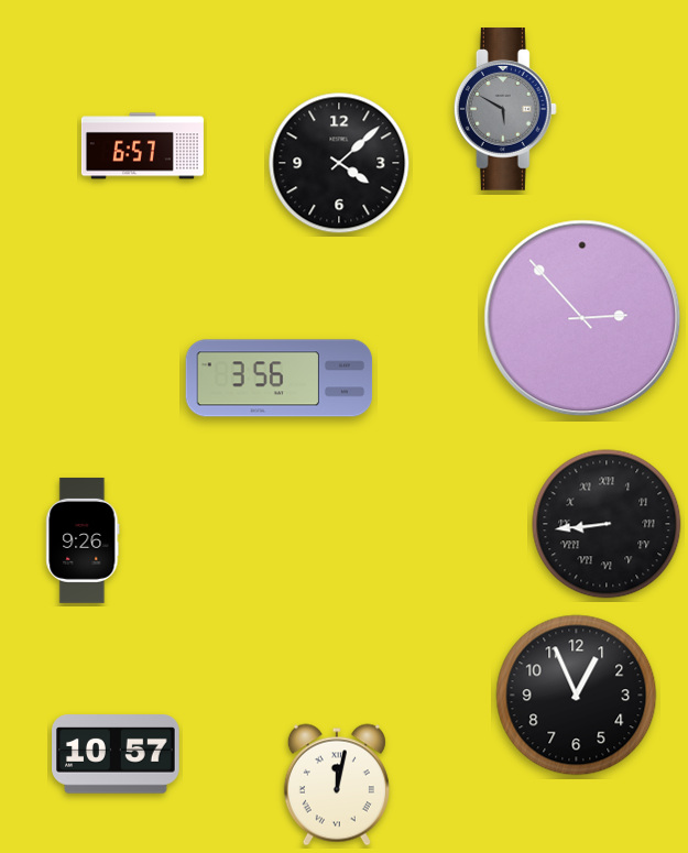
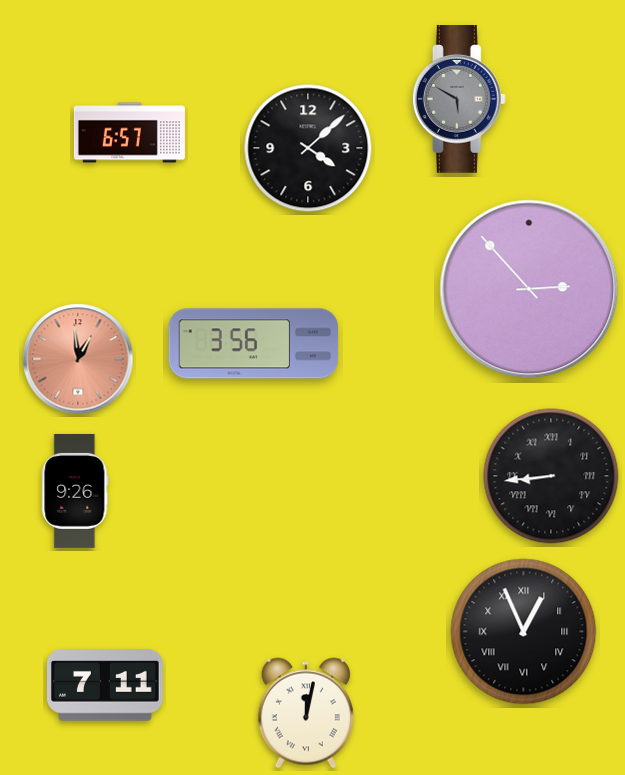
clock at (78, 359): none -> 12:59
clock at (577, 696) numerals: Arabic -> Roman
clock at (117, 754): 10:57 -> 7:11
